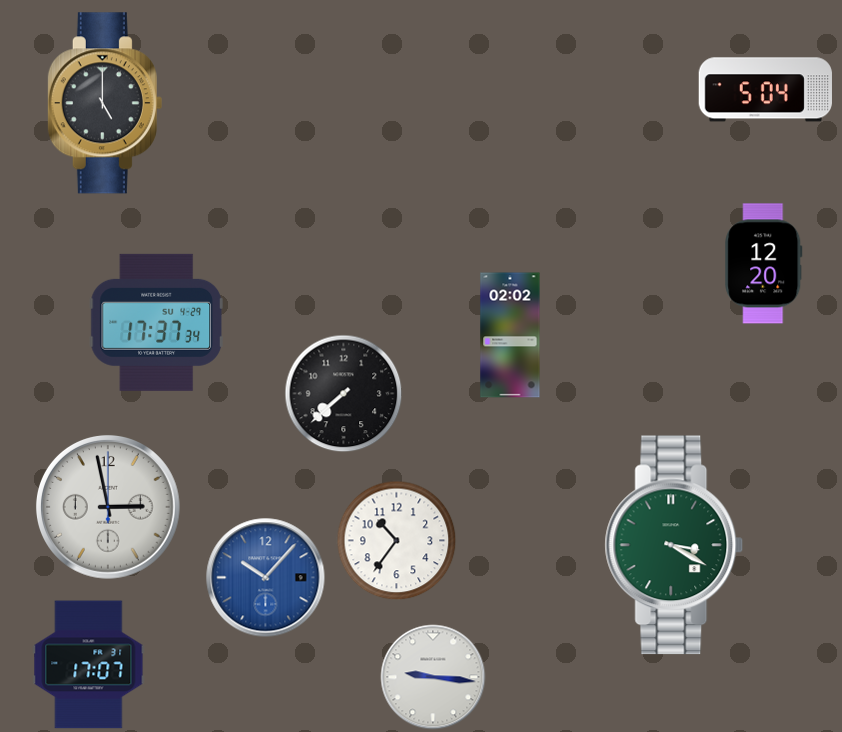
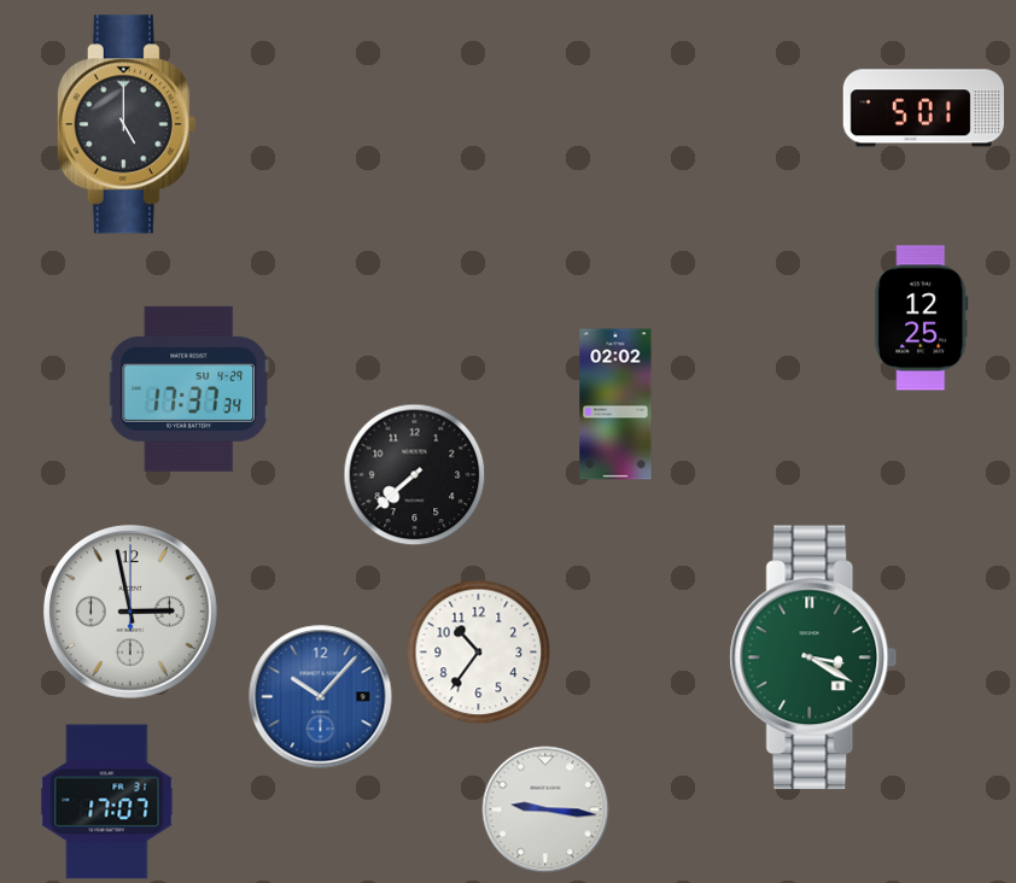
clock at (765, 90): 5:04 -> 5:01
clock at (764, 264): 12:20 -> 12:25
clock at (433, 677) position: (433, 677) -> (545, 809)
